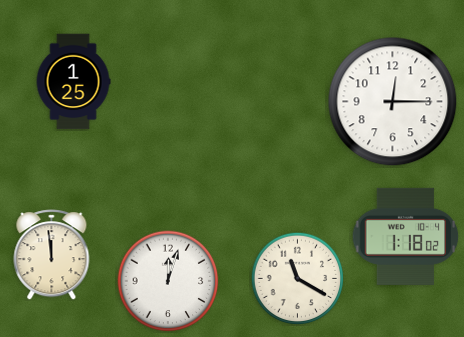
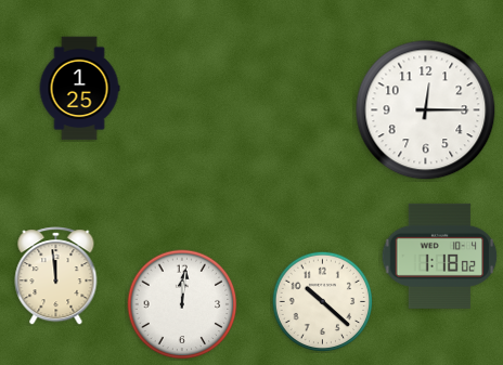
clock at (297, 278): 11:20 -> 10:22
clock at (168, 281): 12:03 -> 12:01
